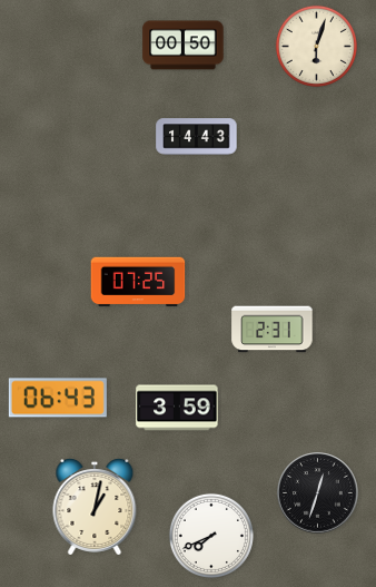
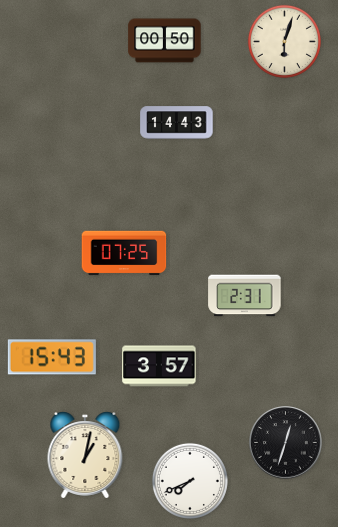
clock at (58, 398): 06:43 -> 15:43
clock at (177, 408): 3:59 -> 3:57
